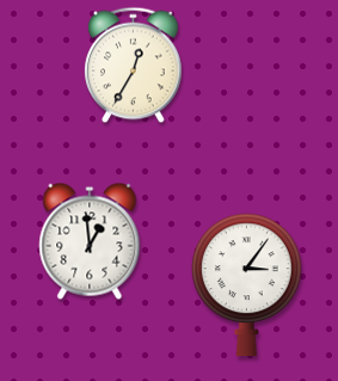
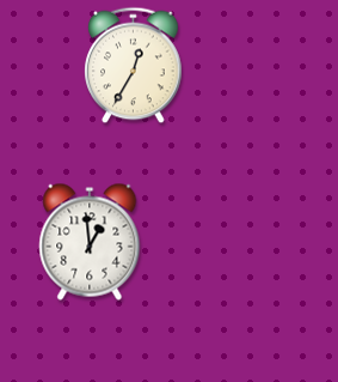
clock at (246, 285): 3:06 -> none
